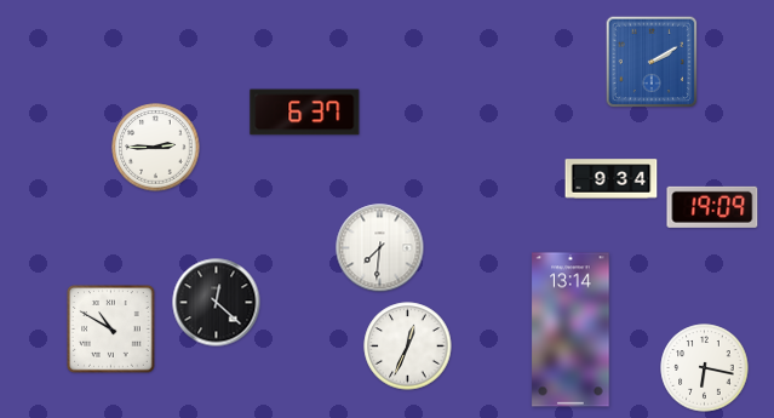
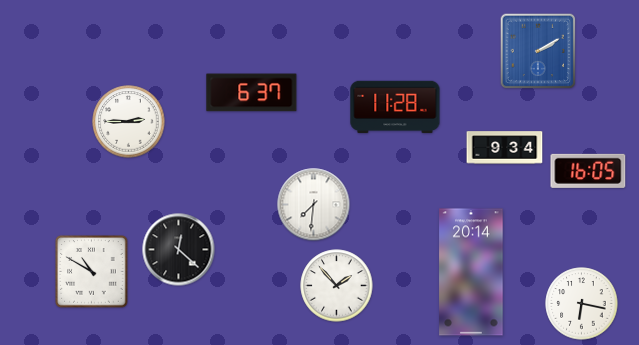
clock at (395, 107): none -> 11:28
clock at (712, 207): 19:09 -> 16:05
clock at (571, 330): 13:14 -> 20:14
clock at (408, 347): 12:34 -> 1:53
